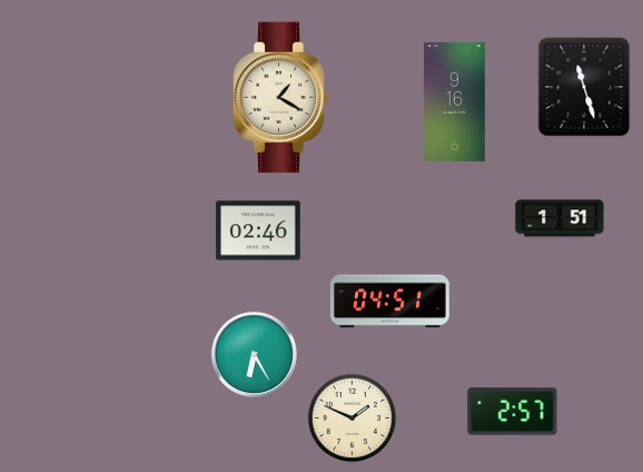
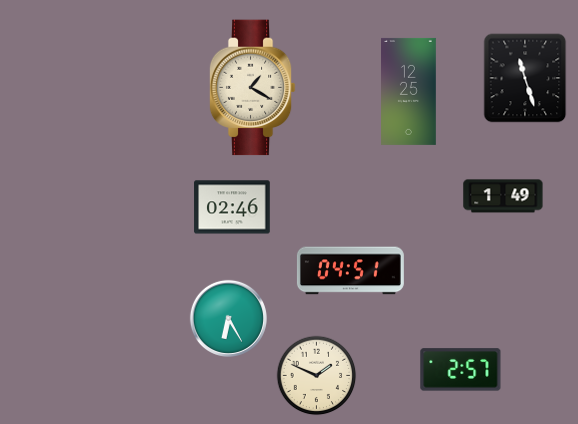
clock at (455, 101): 9:16 -> 12:25
clock at (560, 218): 1:51 -> 1:49
